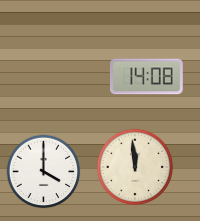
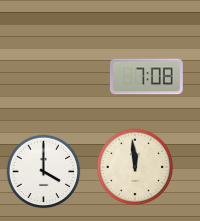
clock at (146, 77): 14:08 -> 7:08
